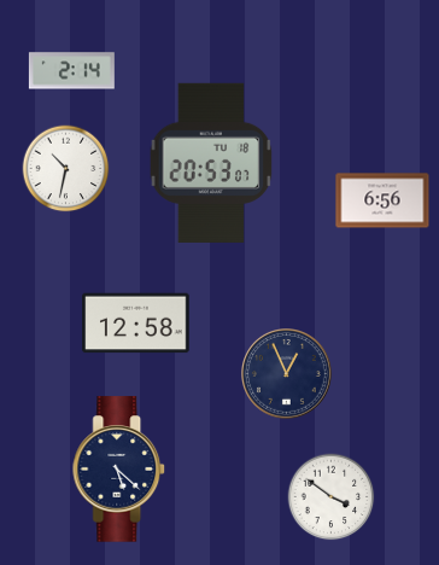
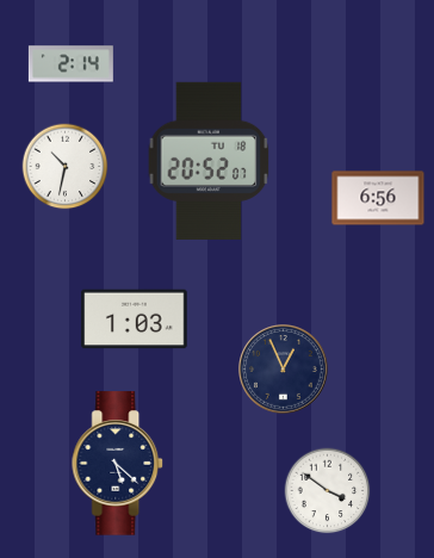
clock at (71, 71) position: (71, 71) -> (70, 64)
clock at (211, 163): 20:53 -> 20:52
clock at (136, 324): 12:58 -> 1:03
